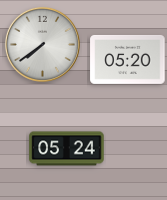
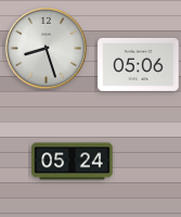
clock at (42, 44): 7:39 -> 8:27
clock at (128, 59): 05:20 -> 05:06
